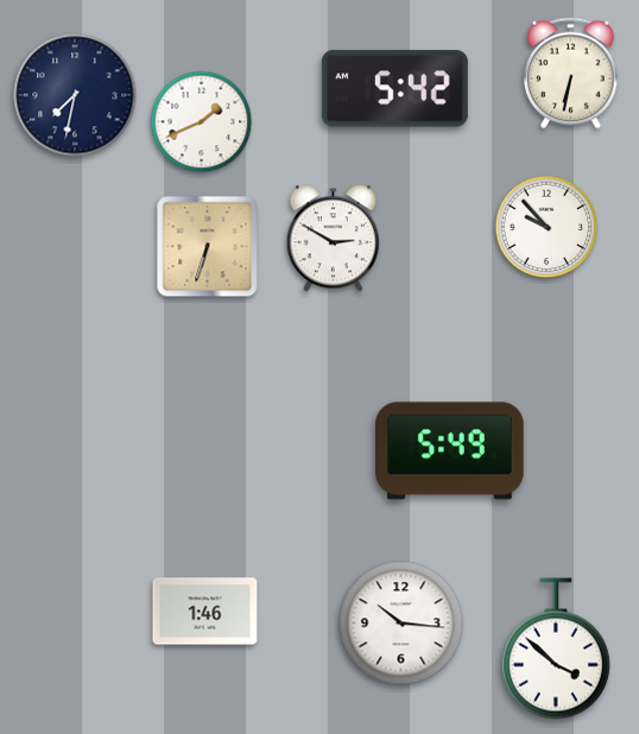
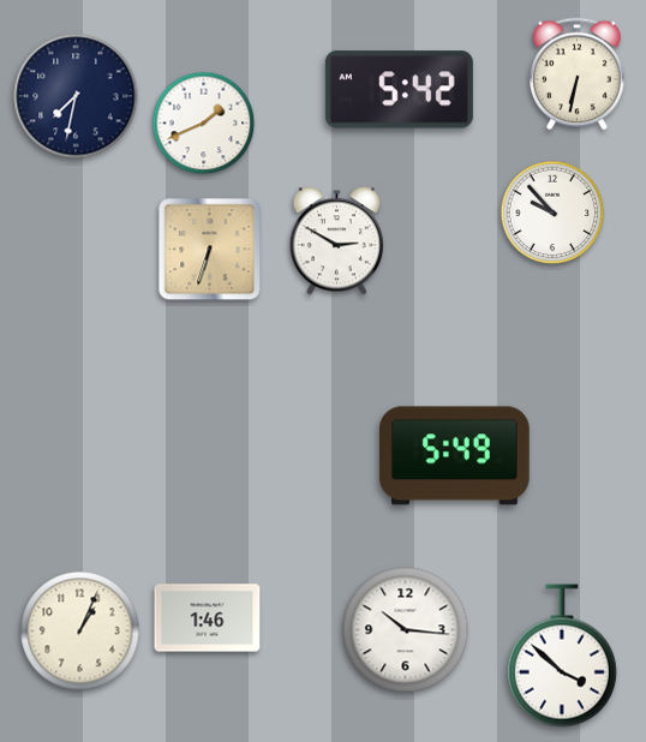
clock at (546, 227) position: (546, 227) -> (552, 213)
clock at (80, 632): none -> 1:04
